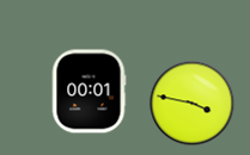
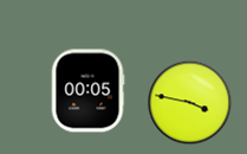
clock at (89, 92): 00:01 -> 00:05
